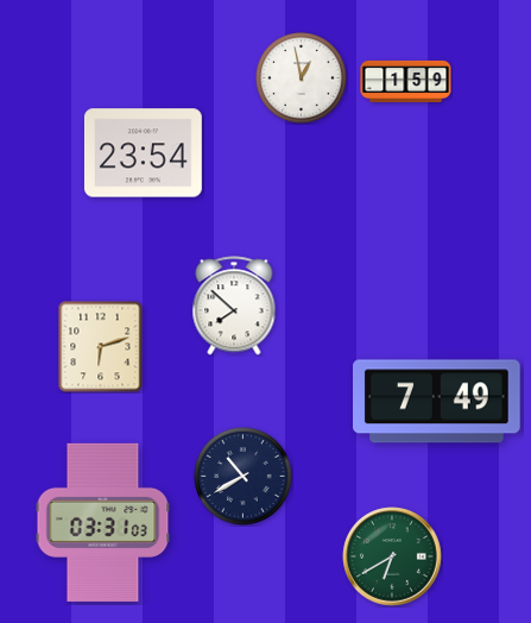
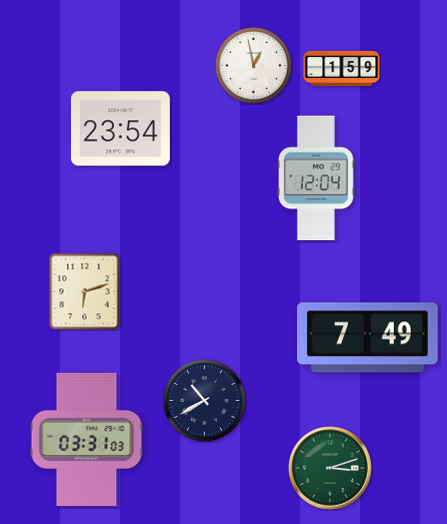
clock at (316, 178): none -> 12:04
clock at (234, 306): 7:52 -> none
clock at (392, 556): 6:40 -> 3:12
